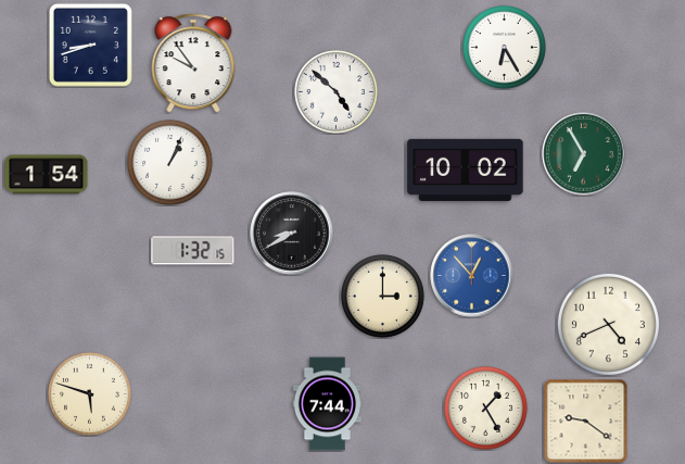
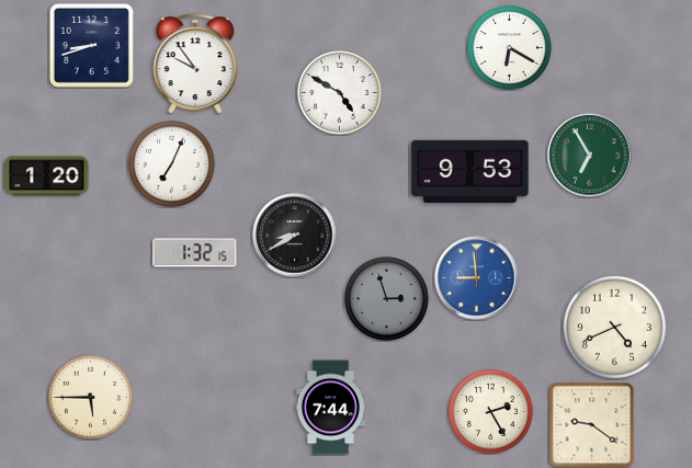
clock at (505, 48): 6:25 -> 6:20
clock at (337, 92): 4:52 -> 4:50
clock at (169, 162): 1:04 -> 7:04
clock at (466, 170): 10:02 -> 9:53
clock at (47, 175): 1:54 -> 1:20
clock at (472, 276): 12:53 -> 8:59
clock at (383, 297): 3:00 -> 2:57
clock at (383, 297) dial: cream -> grey
clock at (90, 394): 5:48 -> 5:45
clock at (486, 409): 1:25 -> 2:25
